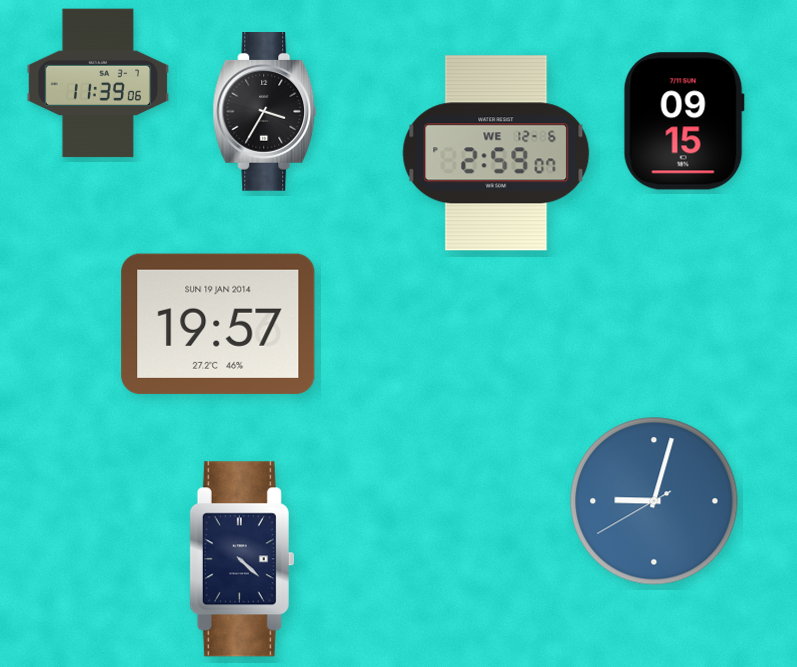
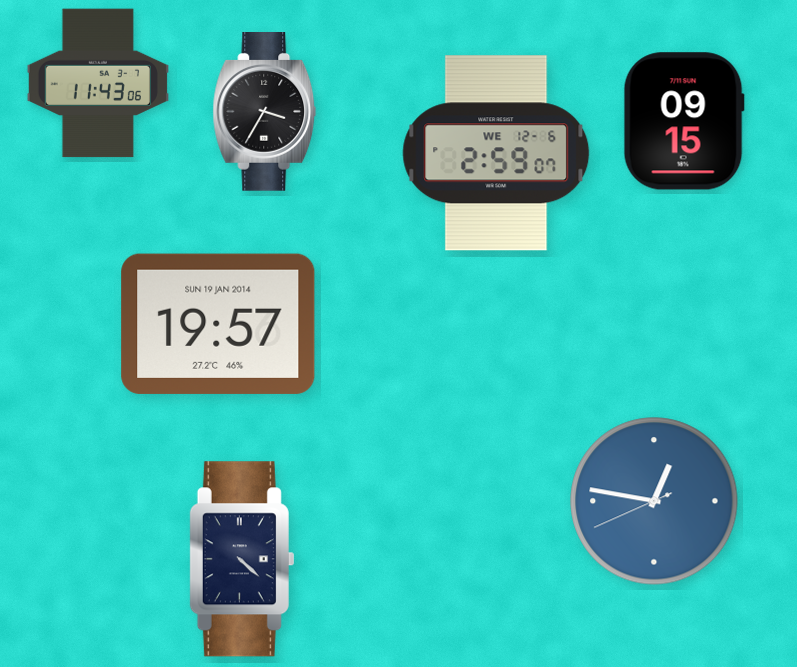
clock at (97, 83): 11:39 -> 11:43
clock at (654, 501): 9:02 -> 12:46
